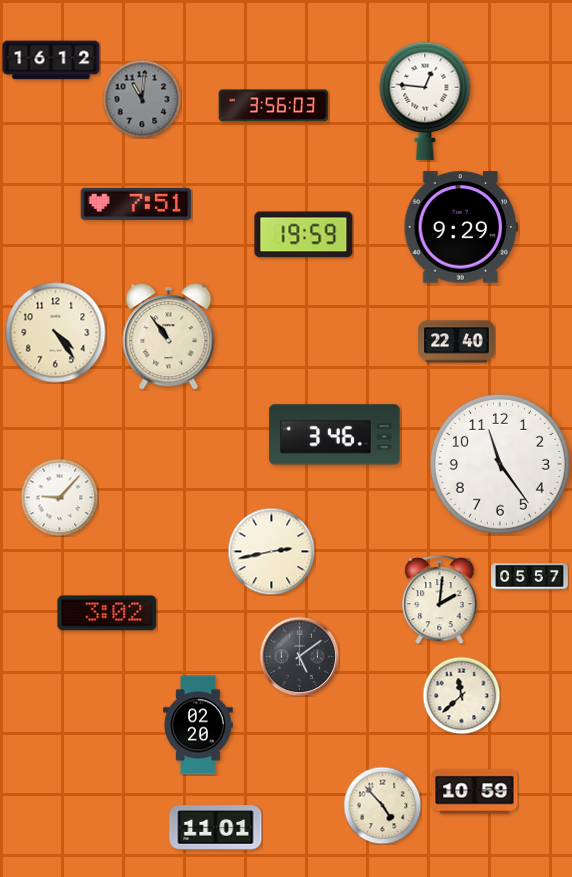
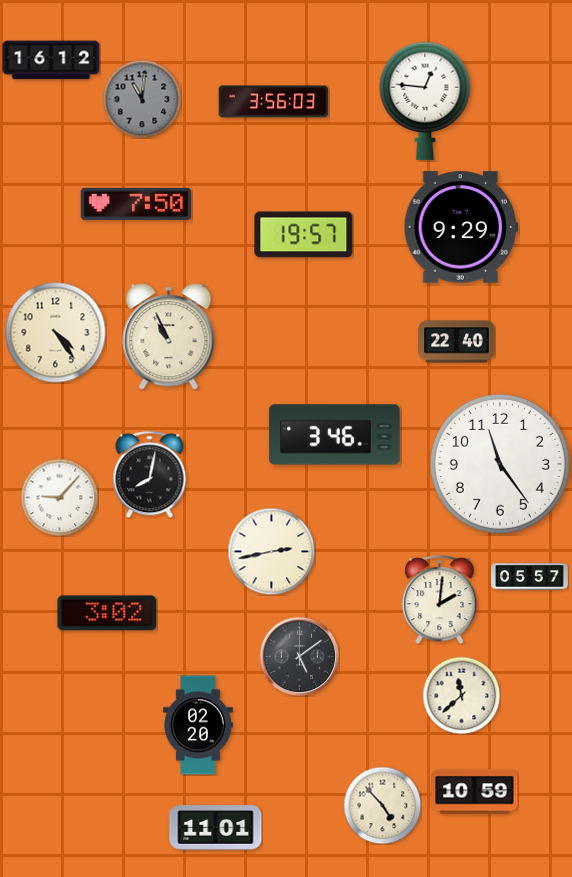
clock at (274, 106) position: (274, 106) -> (274, 102)
clock at (136, 204): 7:51 -> 7:50
clock at (304, 235): 19:59 -> 19:57
clock at (169, 337): 10:54 -> 10:56
clock at (150, 474): none -> 8:02
